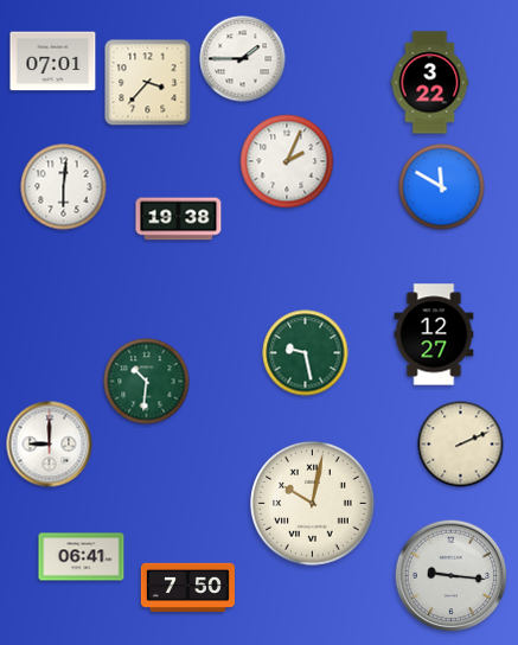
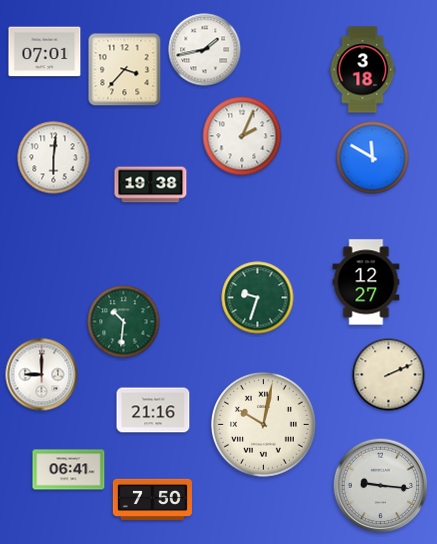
clock at (243, 59): 1:45 -> 1:43
clock at (430, 83): 3:22 -> 3:18
clock at (306, 353): 9:28 -> 9:33
clock at (153, 410): none -> 21:16
clock at (187, 587) position: (187, 587) -> (152, 499)
